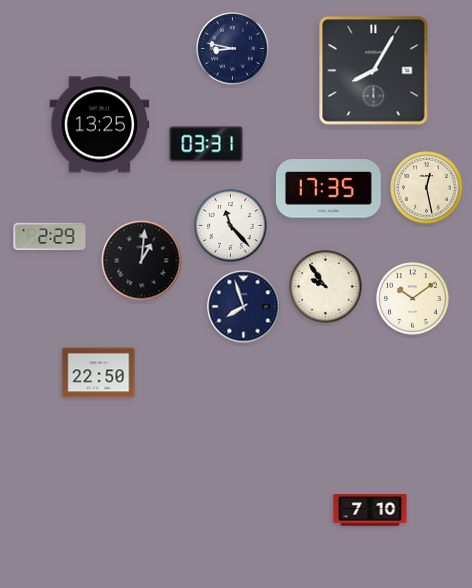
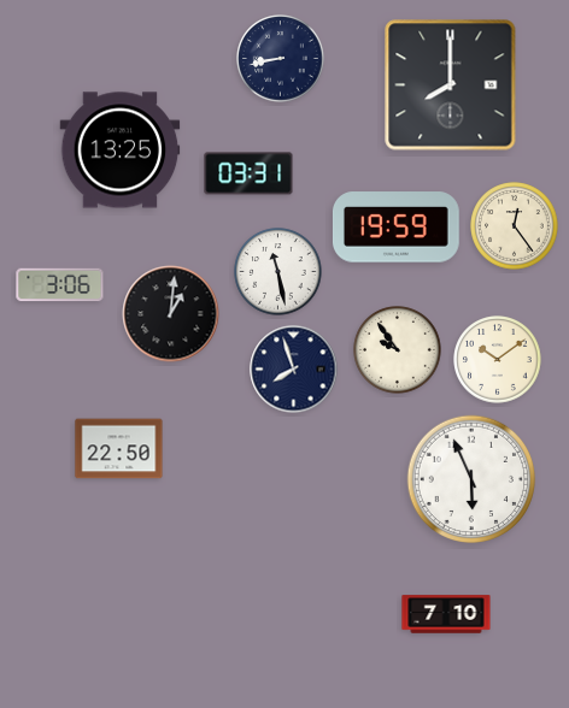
clock at (233, 49): 8:47 -> 8:43
clock at (374, 71): 8:05 -> 8:00
clock at (427, 188): 12:28 -> 12:24
clock at (328, 189): 17:35 -> 19:59
clock at (231, 226): 11:23 -> 11:28
clock at (50, 237): 2:29 -> 3:06
clock at (326, 287) position: (326, 287) -> (398, 350)
clock at (471, 479): none -> 5:56
